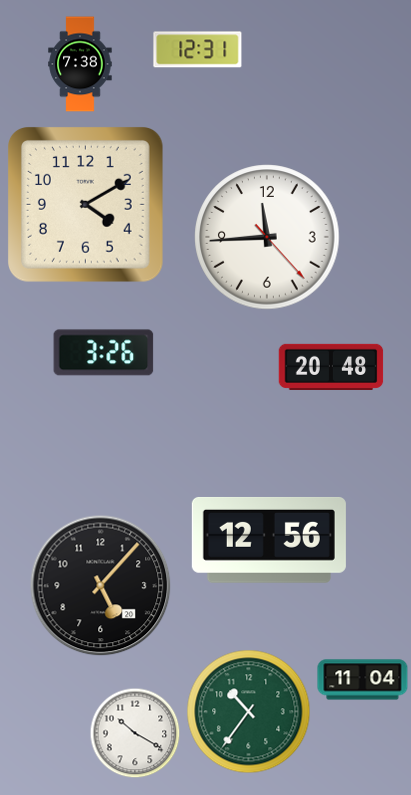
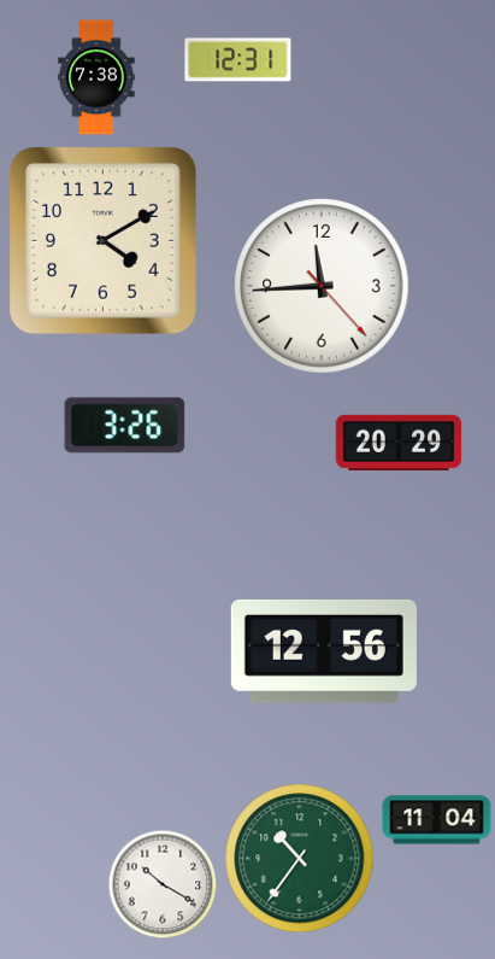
clock at (86, 205) position: (86, 205) -> (104, 241)
clock at (331, 367): 20:48 -> 20:29
clock at (101, 586): 5:07 -> none
